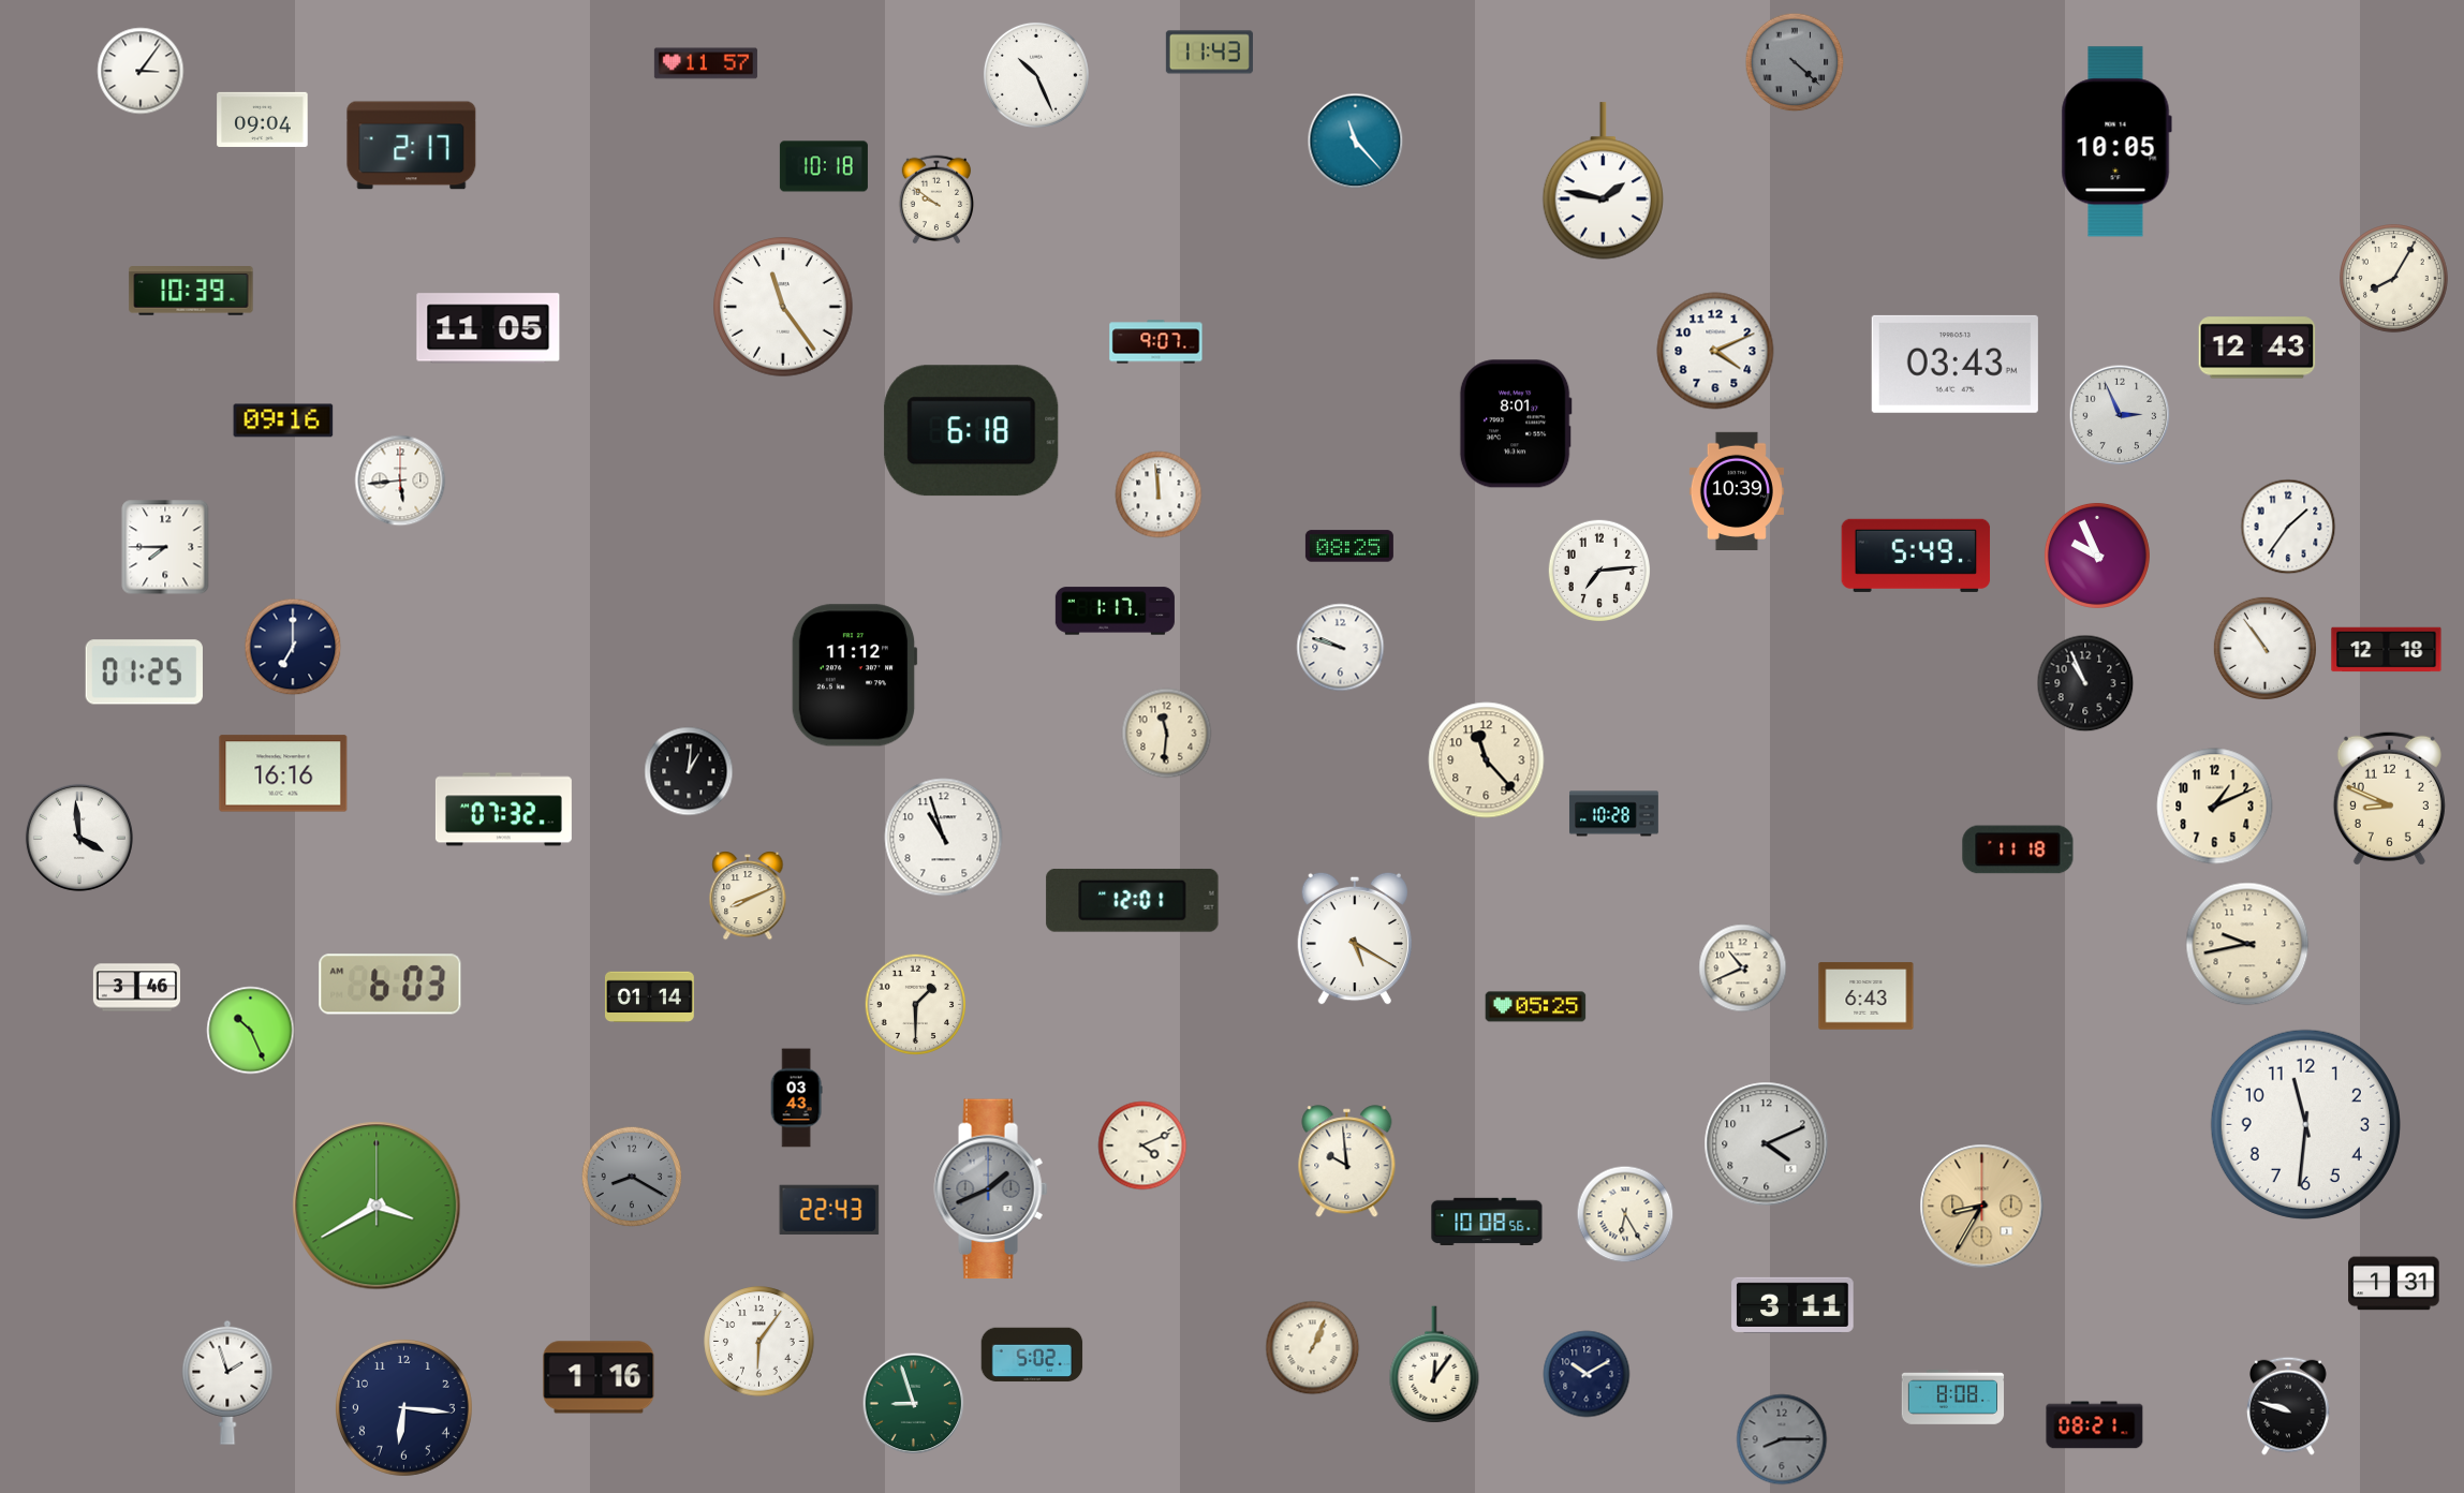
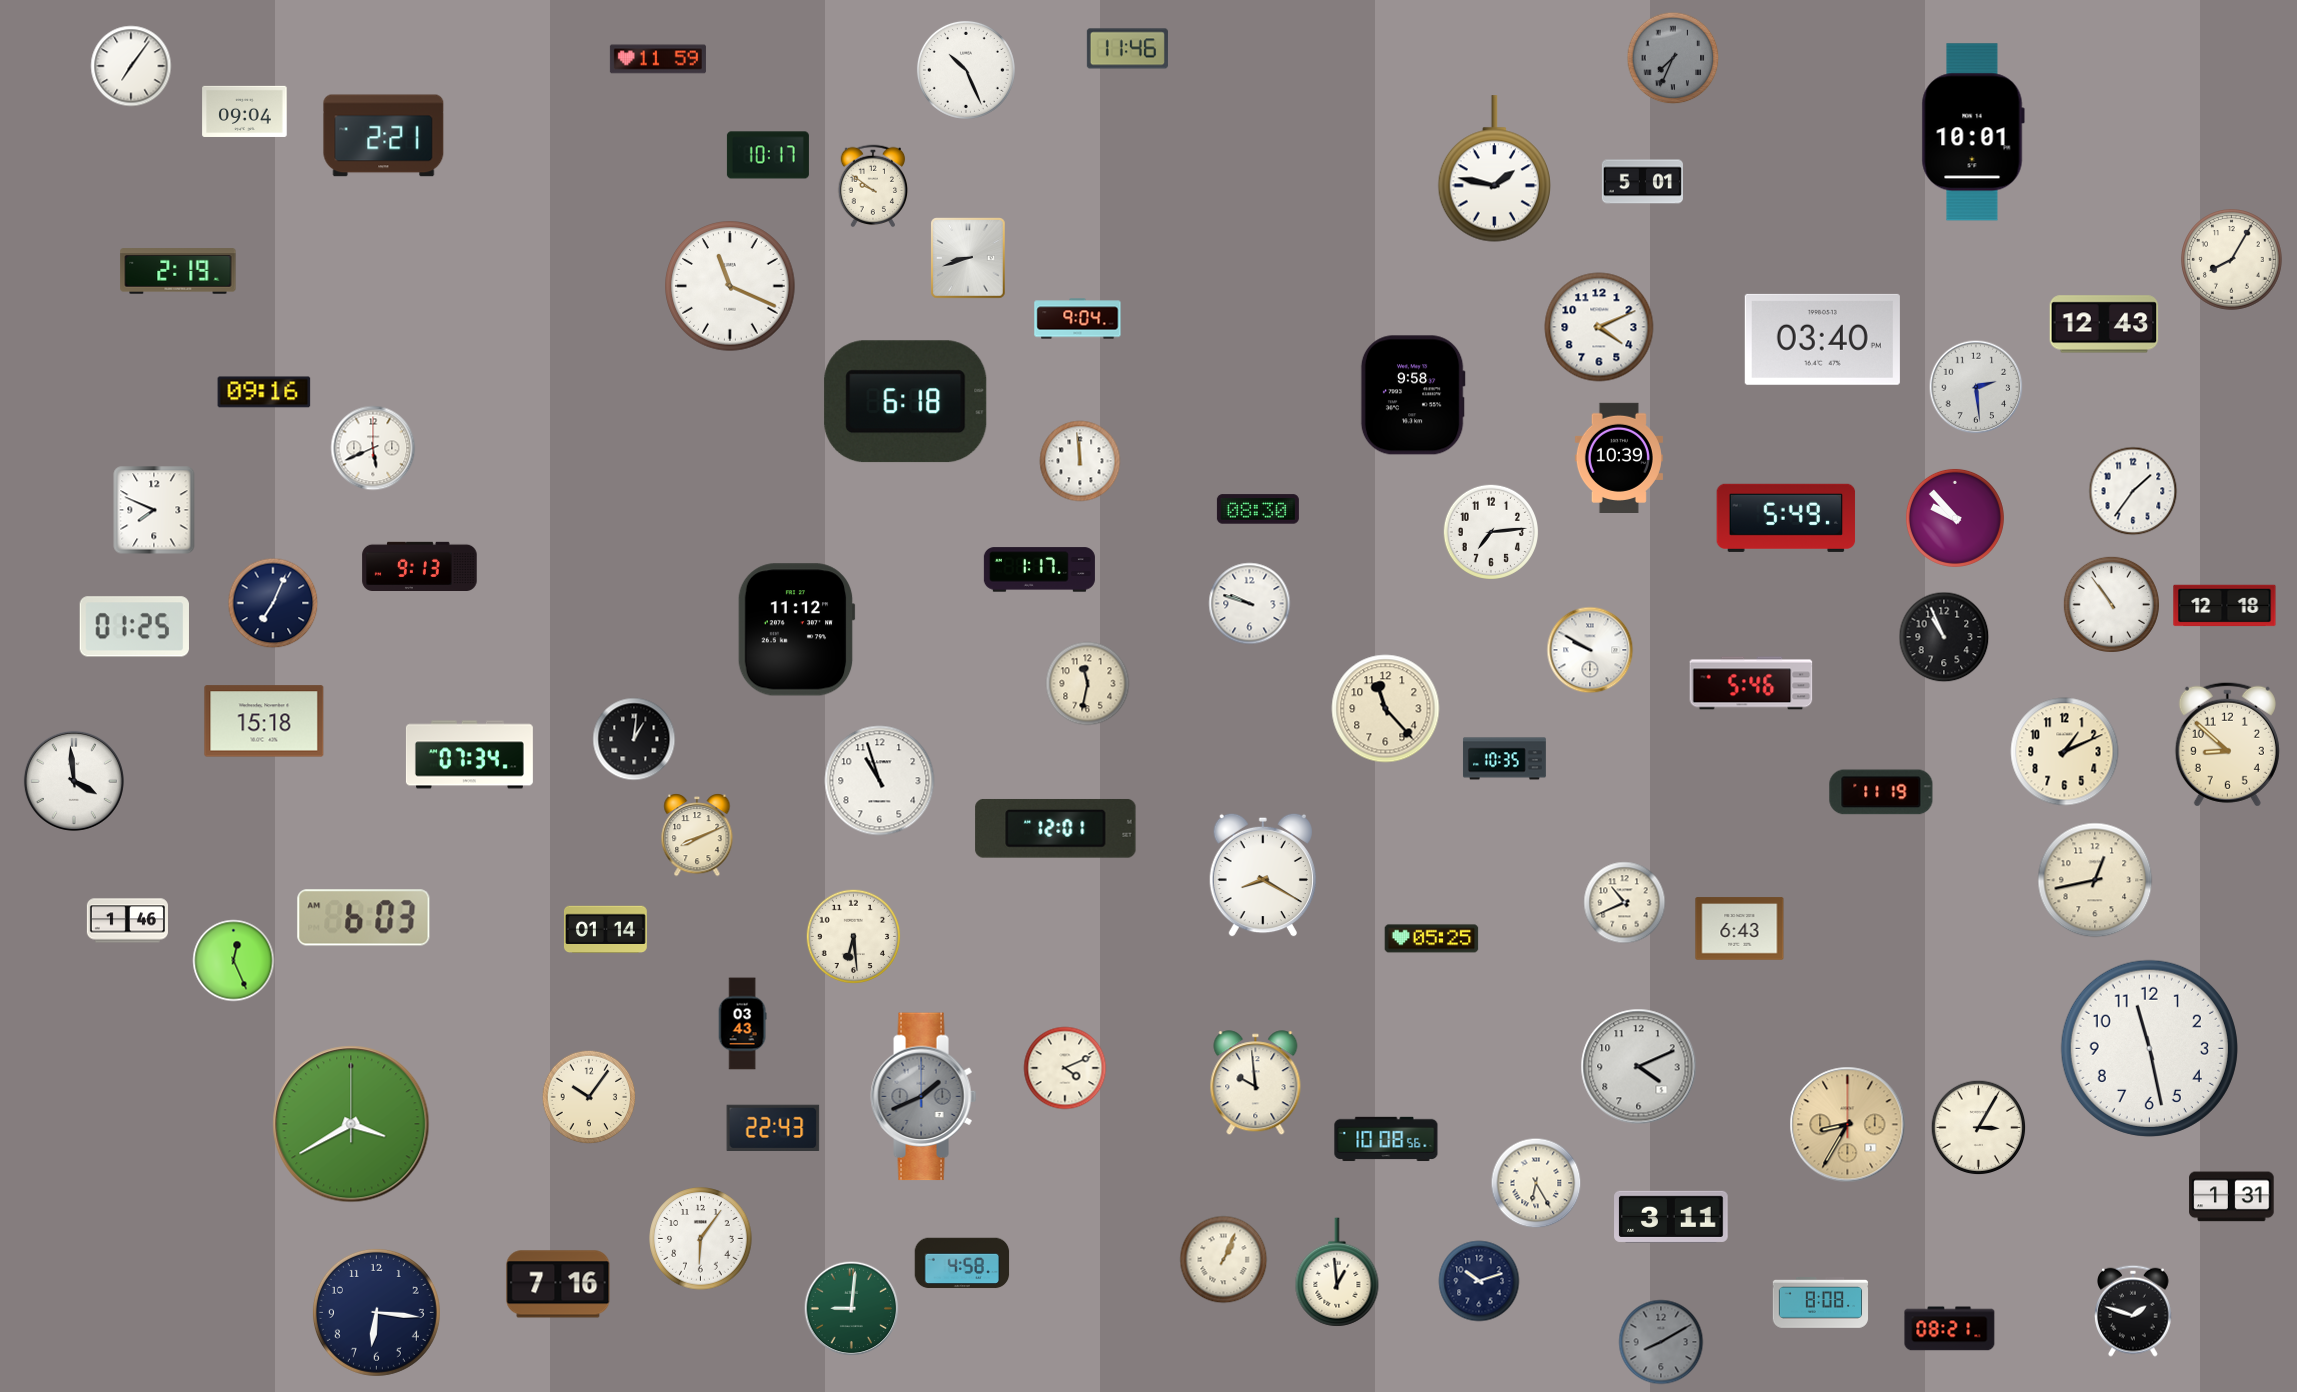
clock at (1209, 53): 11:43 -> 11:46
clock at (1795, 62): 4:22 -> 7:34
clock at (706, 63): 11:57 -> 11:59
clock at (141, 71): 3:06 -> 7:06
clock at (1356, 142): 11:23 -> none
clock at (2116, 142): 10:05 -> 10:01
clock at (412, 146): 2:17 -> 2:21
clock at (824, 166): 10:18 -> 10:17
clock at (1642, 182): none -> 5:01
clock at (968, 258): none -> 8:42
clock at (191, 291): 10:39 -> 2:19
clock at (783, 307): 11:24 -> 11:19
clock at (488, 328): 11:05 -> none
clock at (1156, 342): 9:07 -> 9:04
clock at (1954, 364): 03:43 -> 03:40
clock at (2120, 415): 2:56 -> 2:29
clock at (1516, 424): 8:01 -> 9:58
clock at (400, 481): 5:44 -> 5:41
clock at (1349, 546): 08:25 -> 08:30
clock at (165, 547): 7:45 -> 7:49
clock at (2097, 556): 9:56 -> 9:53
clock at (420, 566): none -> 9:13
clock at (293, 647): 7:00 -> 7:04
clock at (1590, 650): none -> 9:50
clock at (1751, 683): none -> 5:46
clock at (1167, 734): 11:31 -> 11:32
clock at (689, 771) position: (689, 771) -> (634, 739)
clock at (283, 773): 16:16 -> 15:18
clock at (2389, 798): 8:49 -> 8:52
clock at (503, 810): 07:32 -> 07:34
clock at (1613, 814): 10:28 -> 10:35
clock at (2018, 849): 11:18 -> 11:19
clock at (1133, 901) position: (1133, 901) -> (1056, 829)
clock at (1354, 938): 5:20 -> 8:20
clock at (2247, 944): 9:43 -> 12:43
clock at (136, 988): 3:46 -> 1:46
clock at (916, 1005): 1:30 -> 6:29
clock at (251, 1031): 10:26 -> 12:26
clock at (2305, 1124): 11:31 -> 11:28
clock at (1767, 1144) position: (1767, 1144) -> (1639, 1067)
clock at (632, 1177): 8:20 -> 10:06
clock at (632, 1177) dial: grey -> cream
clock at (991, 1189) position: (991, 1189) -> (924, 1097)
clock at (1979, 1128): none -> 3:05
clock at (1625, 1214) position: (1625, 1214) -> (1536, 1183)
clock at (759, 1342) position: (759, 1342) -> (701, 1239)
clock at (1313, 1348) position: (1313, 1348) -> (1224, 1260)
clock at (1032, 1355): 5:02 -> 4:58
clock at (1434, 1364): 12:06 -> 12:59
clock at (1587, 1374): 10:10 -> 10:12
clock at (599, 1377): 1:16 -> 7:16
clock at (227, 1383): 1:57 -> none
clock at (914, 1404): 8:57 -> 9:01
clock at (2289, 1406): 9:48 -> 1:48
clock at (2095, 1425) position: (2095, 1425) -> (1950, 1329)
clock at (1782, 1439): 8:15 -> 8:10
